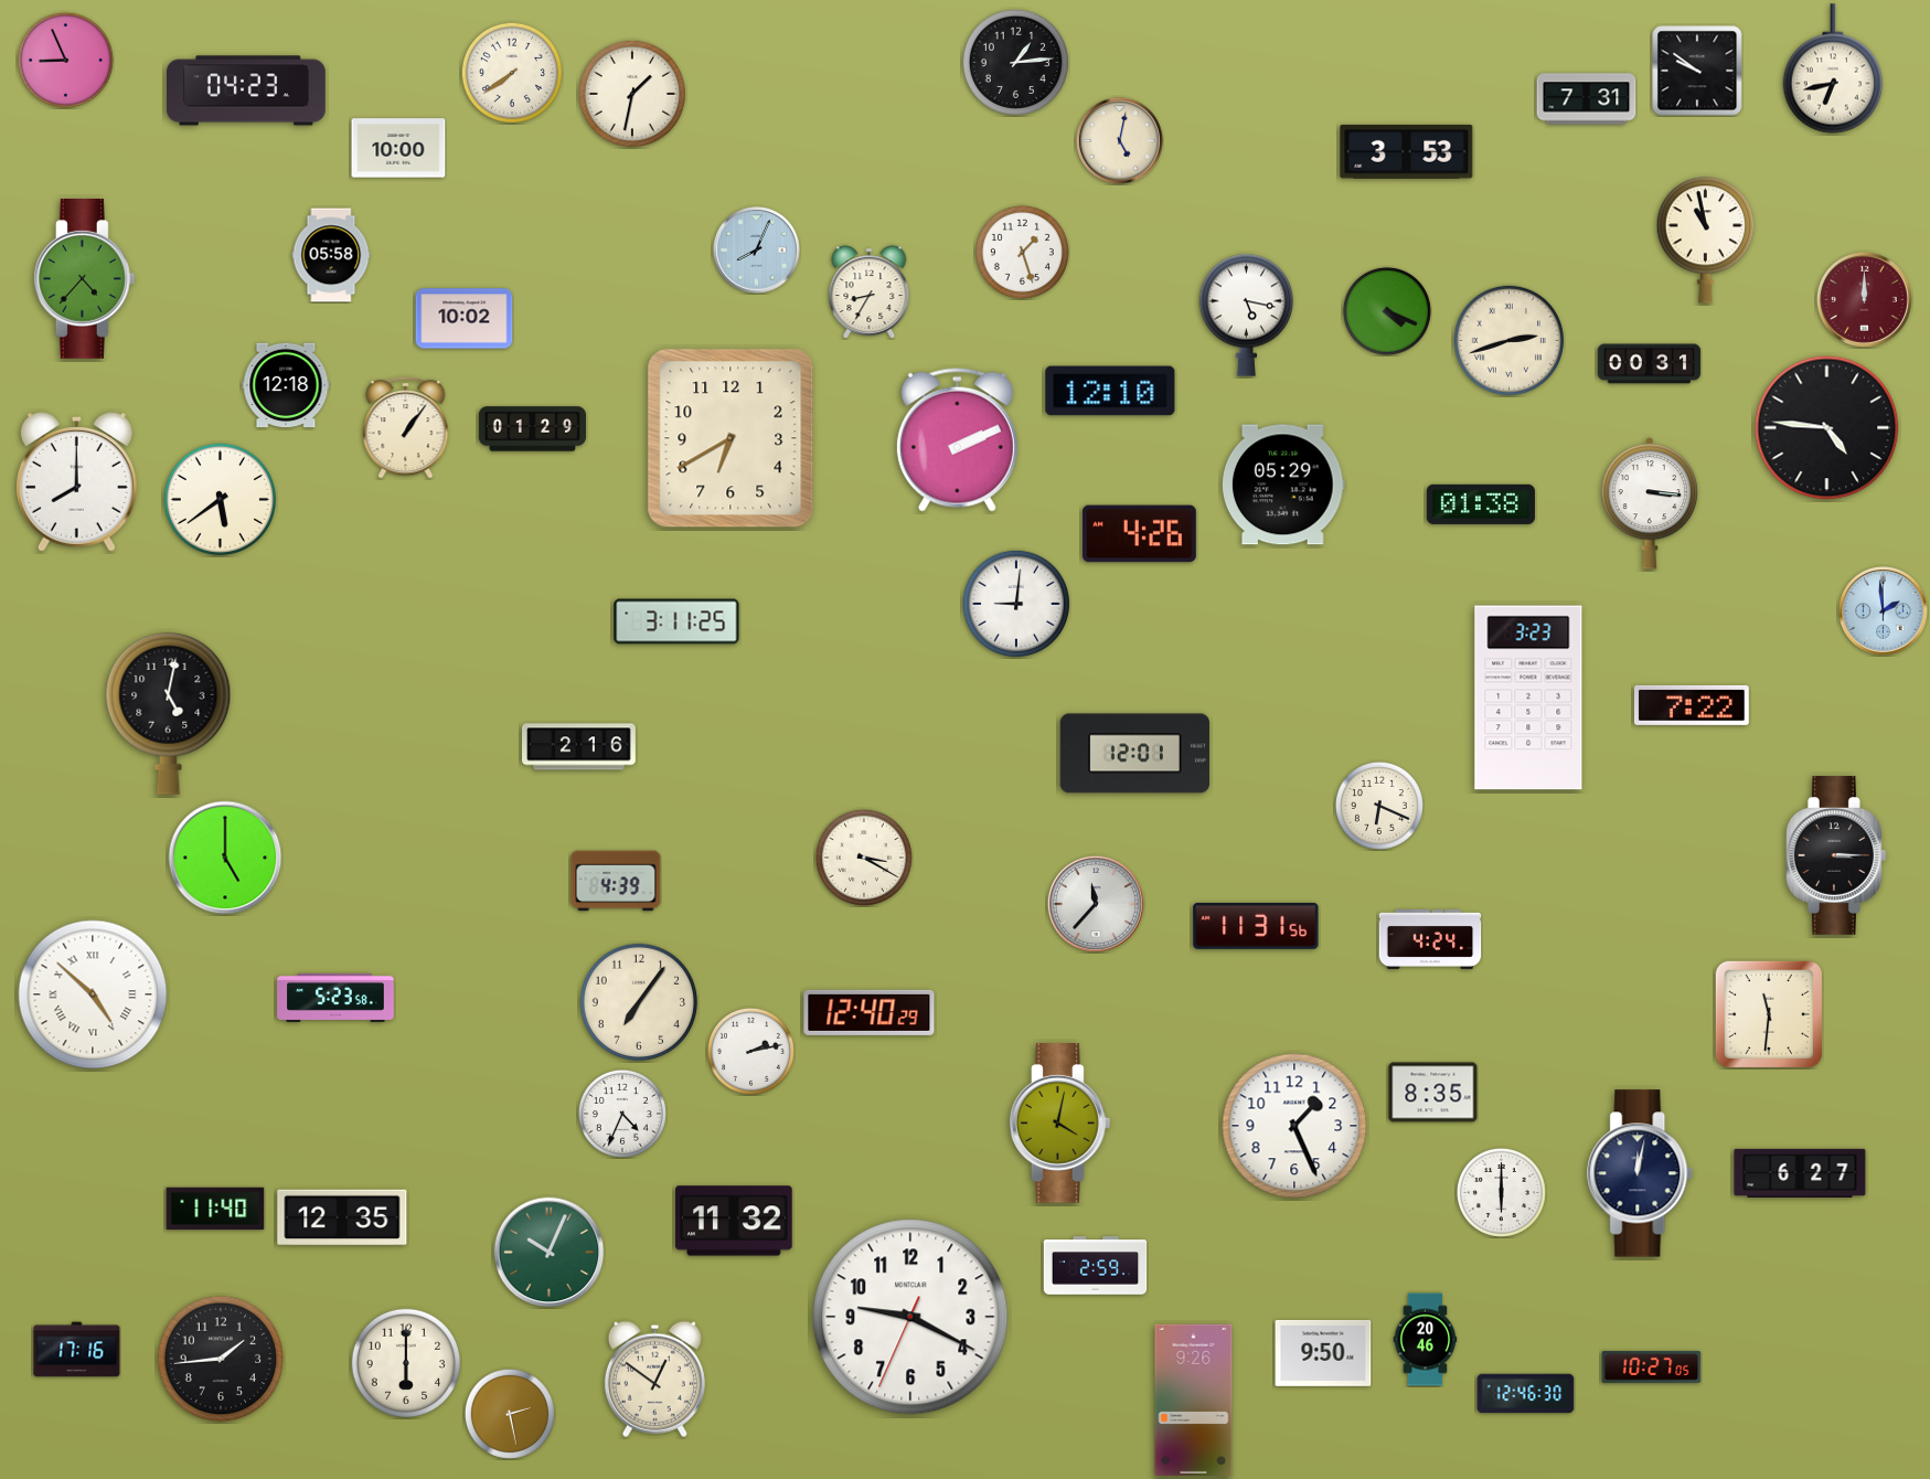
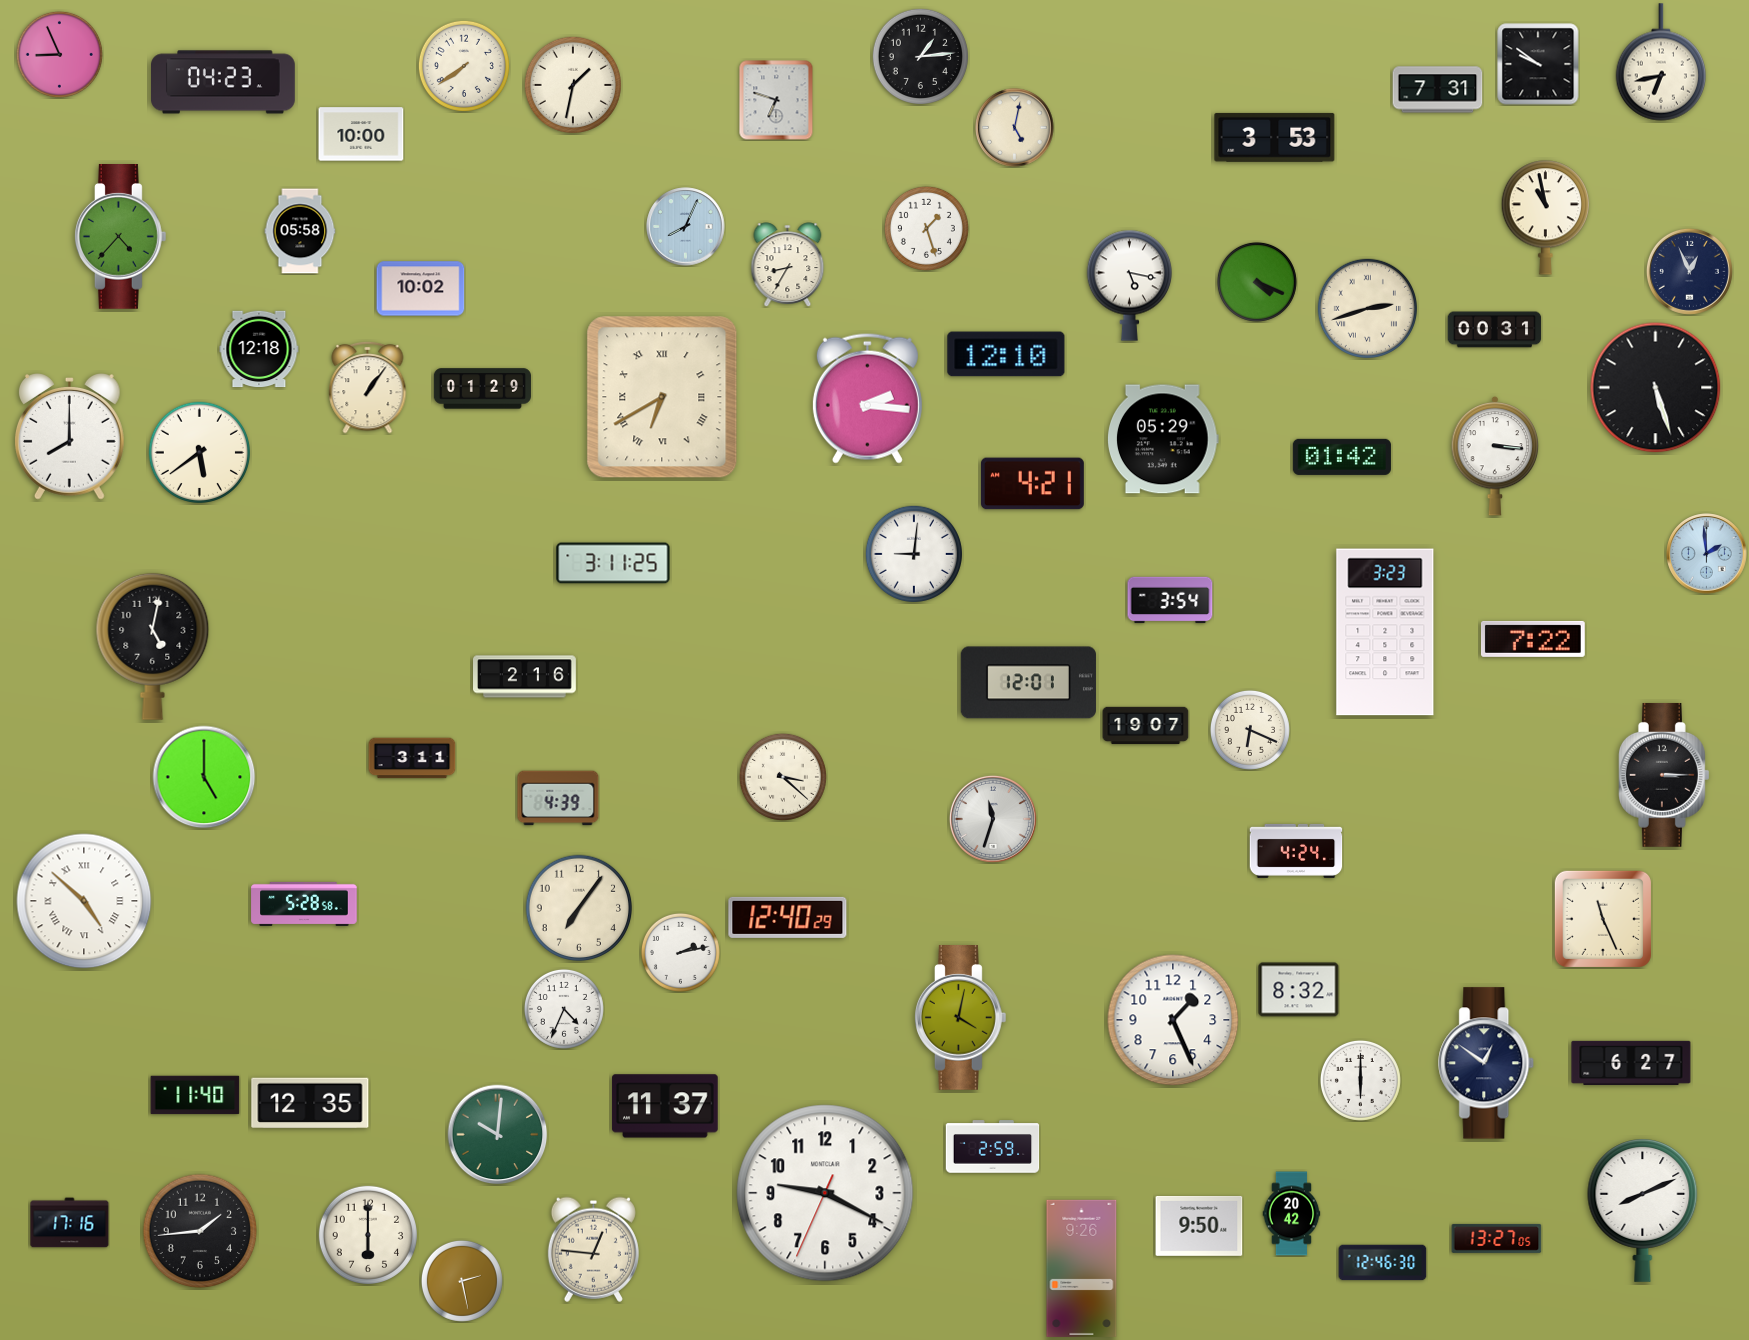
clock at (776, 100): none -> 6:48
clock at (84, 279) position: (84, 279) -> (120, 237)
clock at (1864, 299): 12:00 -> 12:56
clock at (1864, 299) dial: burgundy -> navy
clock at (1827, 428): 4:46 -> 5:27
clock at (731, 438) numerals: Arabic -> Roman
clock at (957, 439): 2:11 -> 2:16
clock at (1481, 504): 01:38 -> 01:42
clock at (1139, 534): 4:26 -> 4:21
clock at (1016, 604) position: (1016, 604) -> (914, 554)
clock at (1170, 600): none -> 3:54
clock at (1146, 726): none -> 19:07
clock at (412, 758): none -> 3:11
clock at (864, 858): 3:20 -> 3:22
clock at (1096, 904): 11:37 -> 11:33
clock at (1256, 926): 11:31 -> none
clock at (335, 998): 5:23 -> 5:28
clock at (1769, 1014): 11:31 -> 11:26
clock at (1433, 1093): 8:35 -> 8:32
clock at (1641, 1173): 12:02 -> 12:51
clock at (734, 1221): 11:32 -> 11:37
clock at (550, 1253): 10:04 -> 10:01
clock at (1643, 1210): none -> 8:11
clock at (1426, 1340): 20:46 -> 20:42
clock at (1652, 1366): 10:27 -> 13:27
clock at (654, 1379): 12:51 -> 12:46
